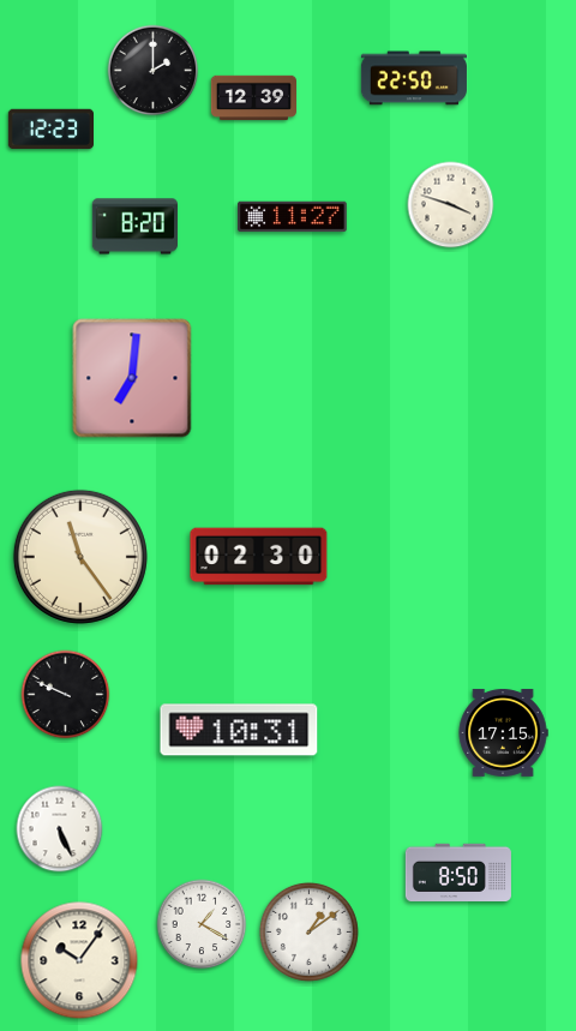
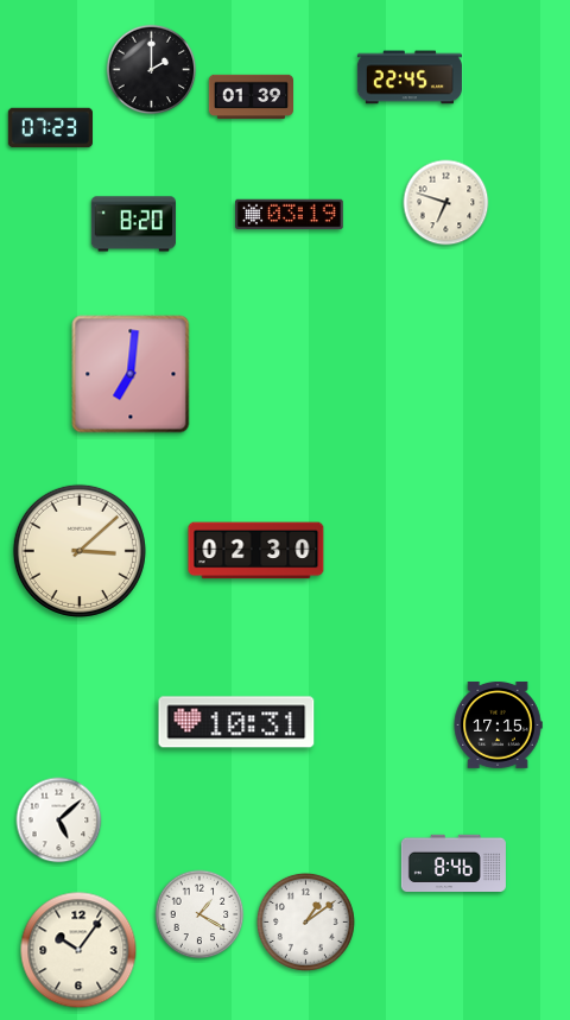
clock at (414, 78): 22:50 -> 22:45
clock at (253, 98): 12:39 -> 01:39
clock at (50, 130): 12:23 -> 07:23
clock at (451, 205): 3:48 -> 6:48
clock at (293, 217): 11:27 -> 03:19
clock at (80, 557): 11:24 -> 3:08
clock at (66, 695): 9:49 -> none
clock at (60, 829): 5:26 -> 5:08
clock at (458, 871): 8:50 -> 8:46
